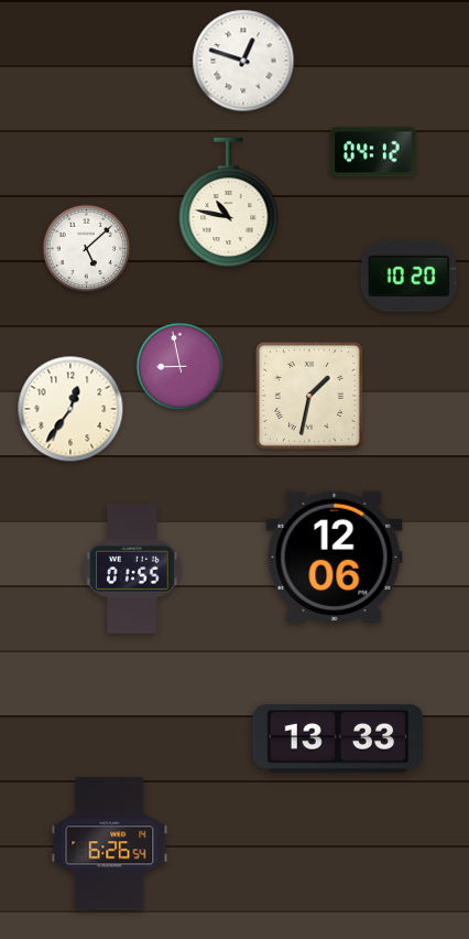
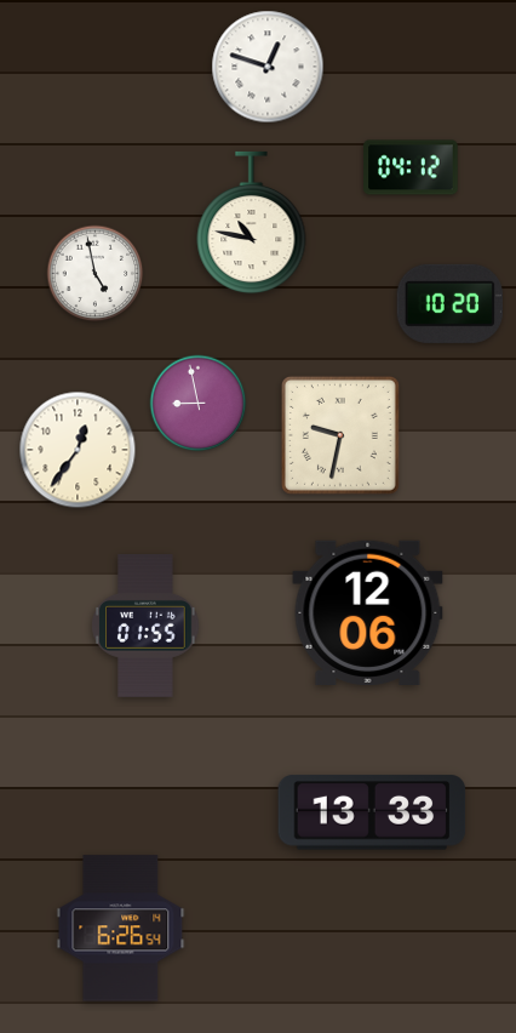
clock at (87, 249): 5:08 -> 4:58
clock at (309, 396): 1:32 -> 9:32
